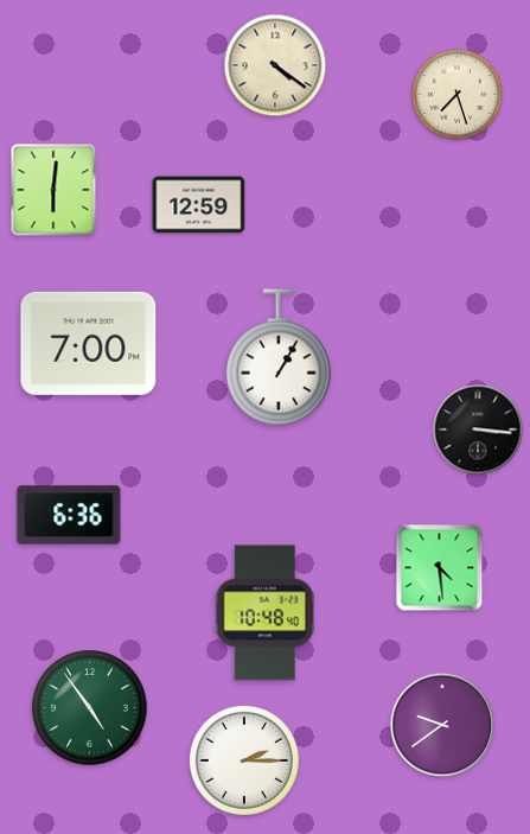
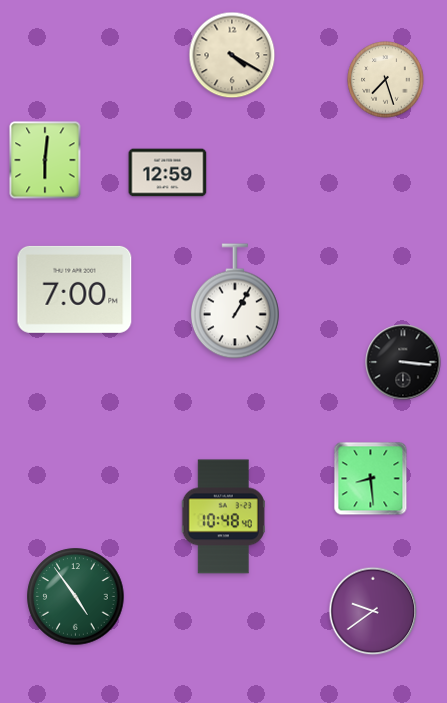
clock at (275, 65): 4:21 -> 4:20
clock at (69, 515): 6:36 -> none
clock at (440, 568): 4:29 -> 8:29
clock at (244, 760): 2:15 -> none
